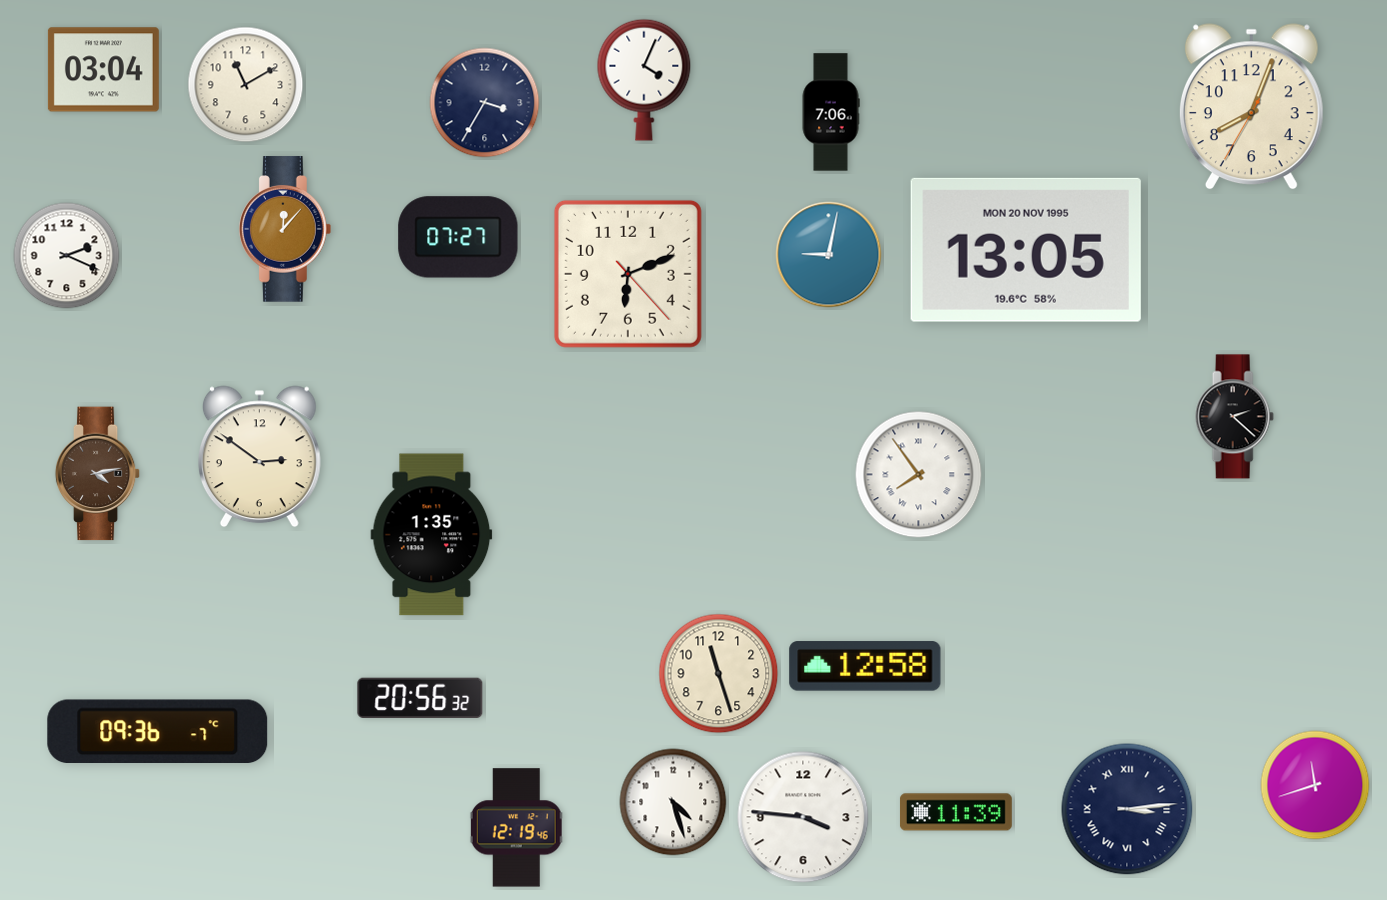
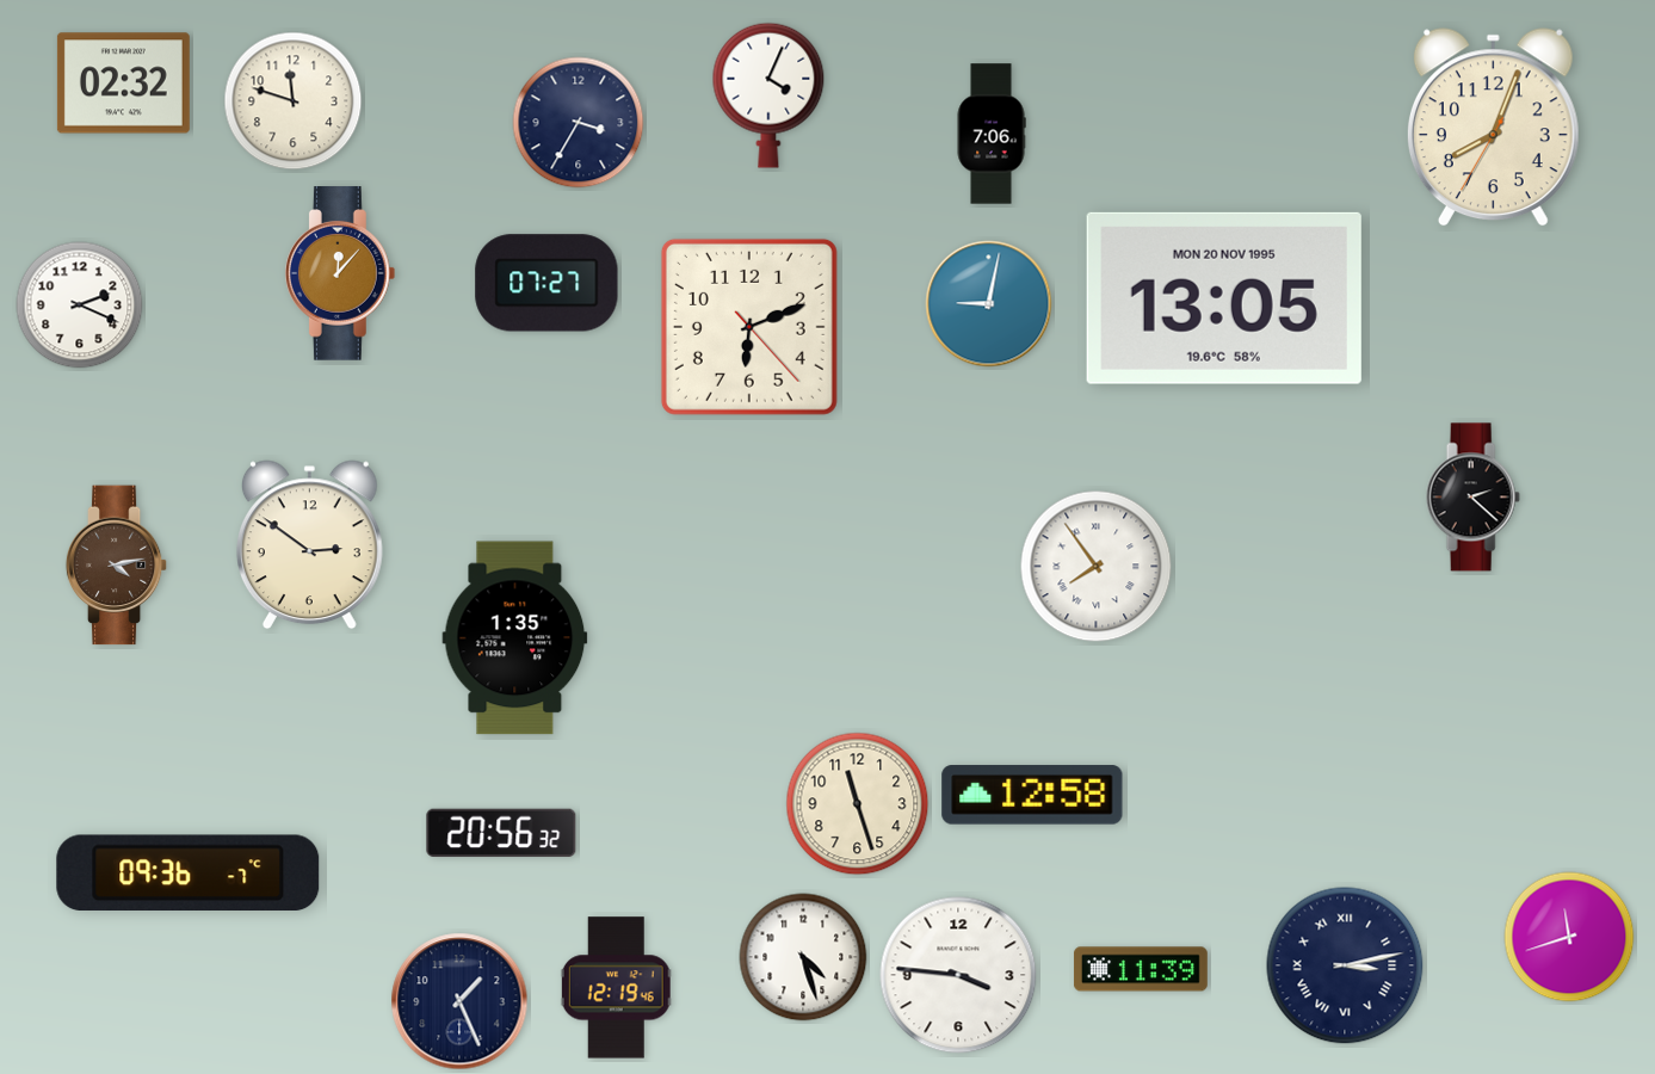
clock at (103, 70): 03:04 -> 02:32
clock at (246, 85): 11:10 -> 11:48
clock at (1127, 809): 3:14 -> 3:13
clock at (459, 1001): none -> 1:26
